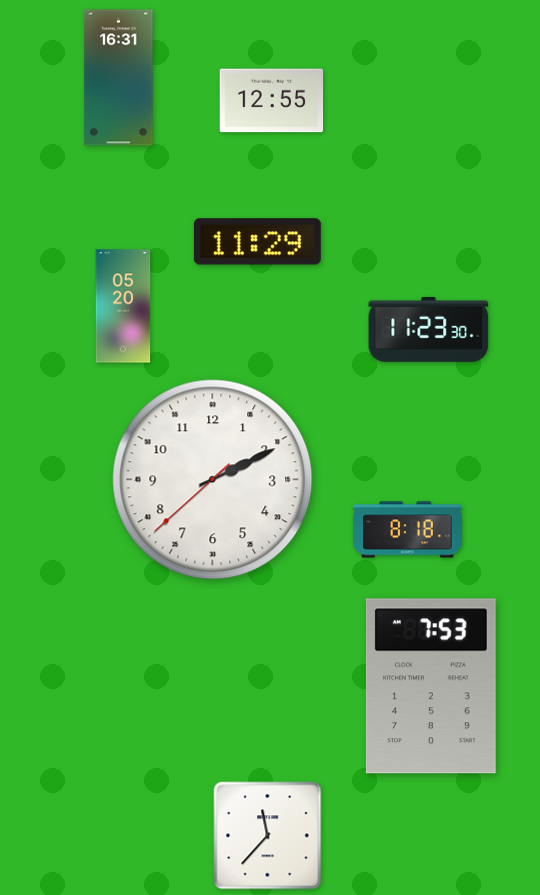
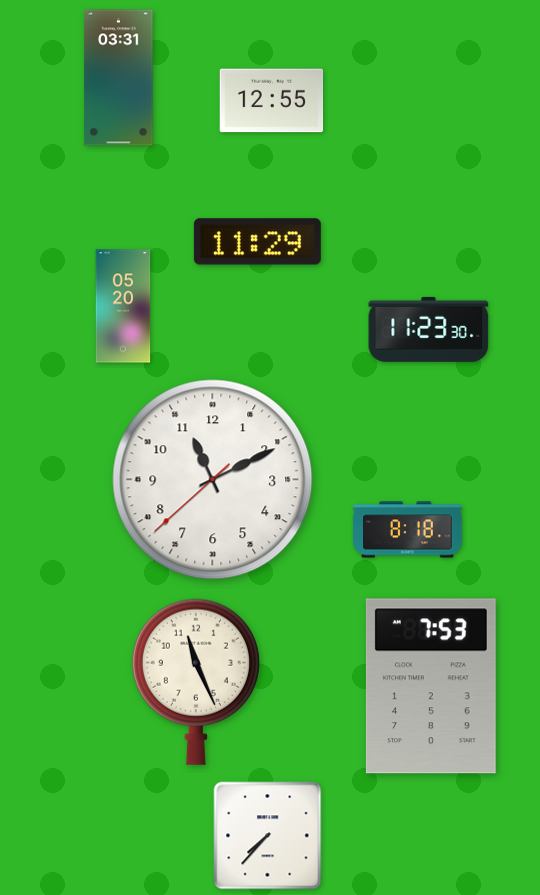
clock at (119, 78): 16:31 -> 03:31
clock at (213, 480): 2:10 -> 11:10
clock at (196, 682): none -> 11:26
clock at (268, 836): 11:37 -> 7:37
